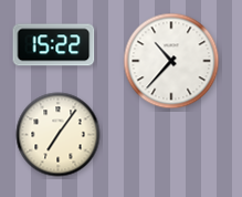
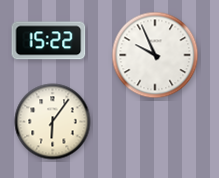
clock at (171, 61): 10:37 -> 9:56
clock at (59, 135): 7:06 -> 6:06
